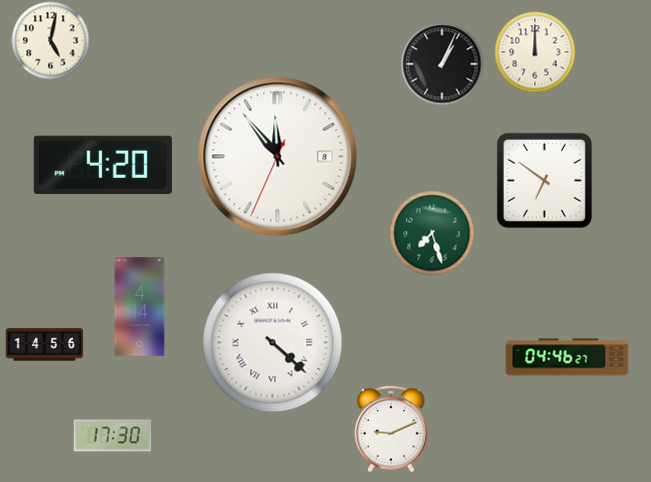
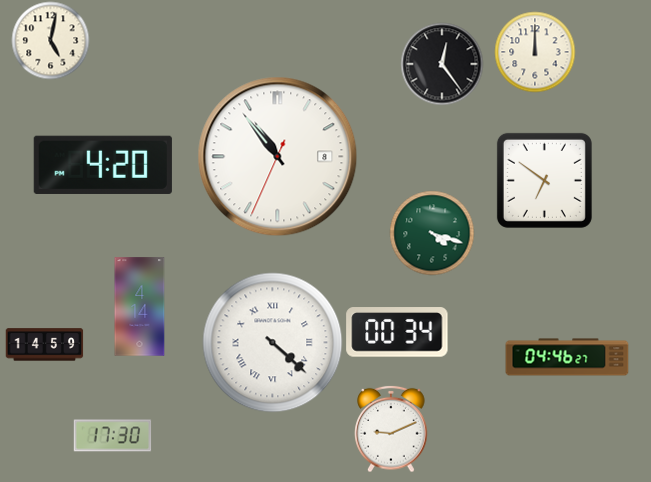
clock at (442, 64): 1:04 -> 12:24
clock at (278, 157): 11:53 -> 10:53
clock at (432, 233): 7:27 -> 4:18
clock at (397, 332): none -> 00:34
clock at (44, 345): 14:56 -> 14:59
